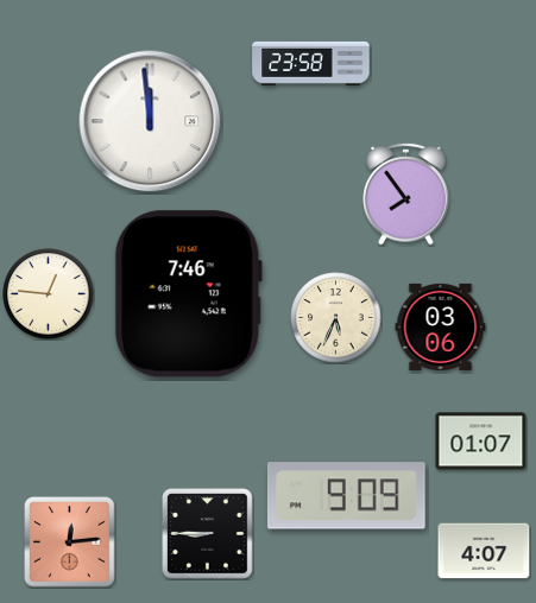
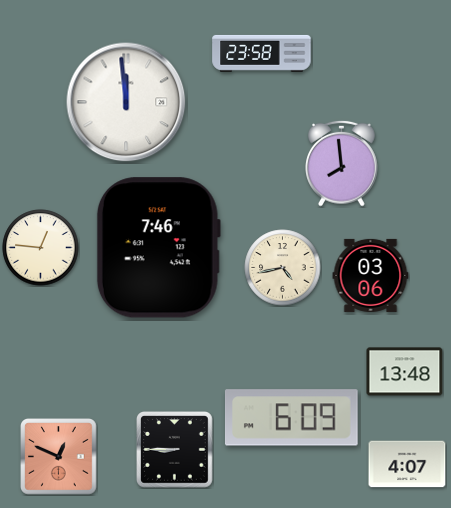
clock at (406, 193): 7:54 -> 7:59
clock at (336, 318): 5:34 -> 4:43
clock at (481, 442): 01:07 -> 13:48
clock at (346, 496): 9:09 -> 6:09
clock at (70, 542): 12:14 -> 12:49
